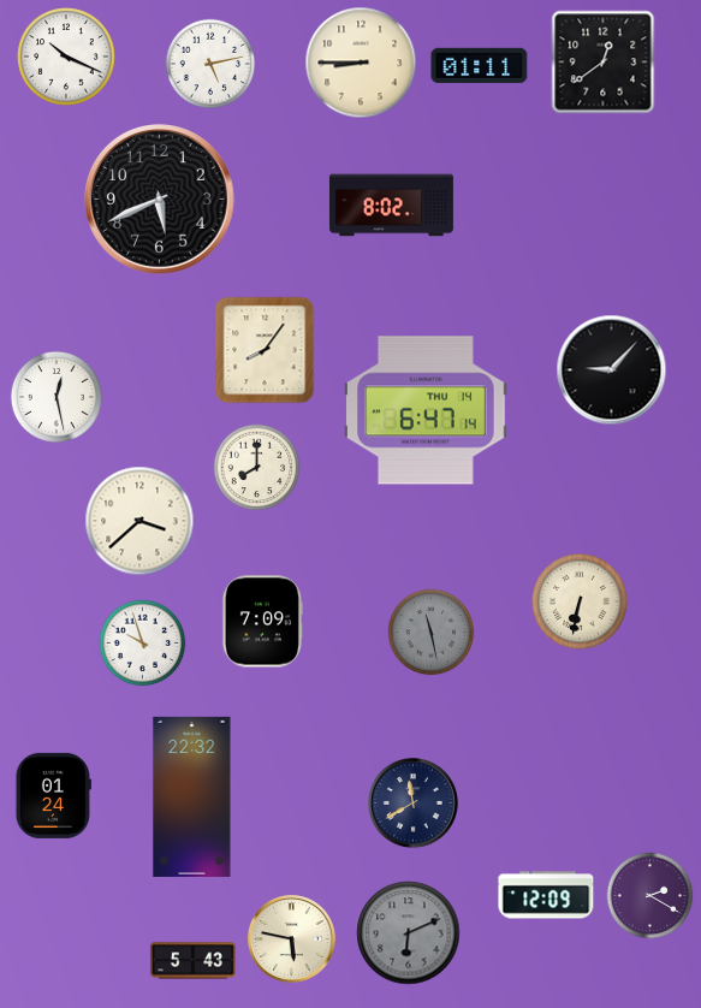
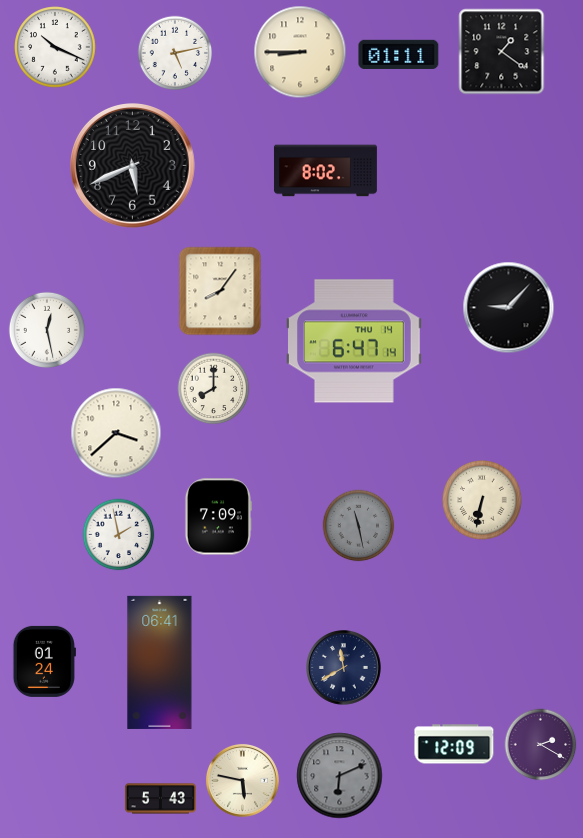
clock at (604, 63): 12:39 -> 1:21
clock at (143, 644): 9:57 -> 1:58
clock at (192, 796): 22:32 -> 06:41
